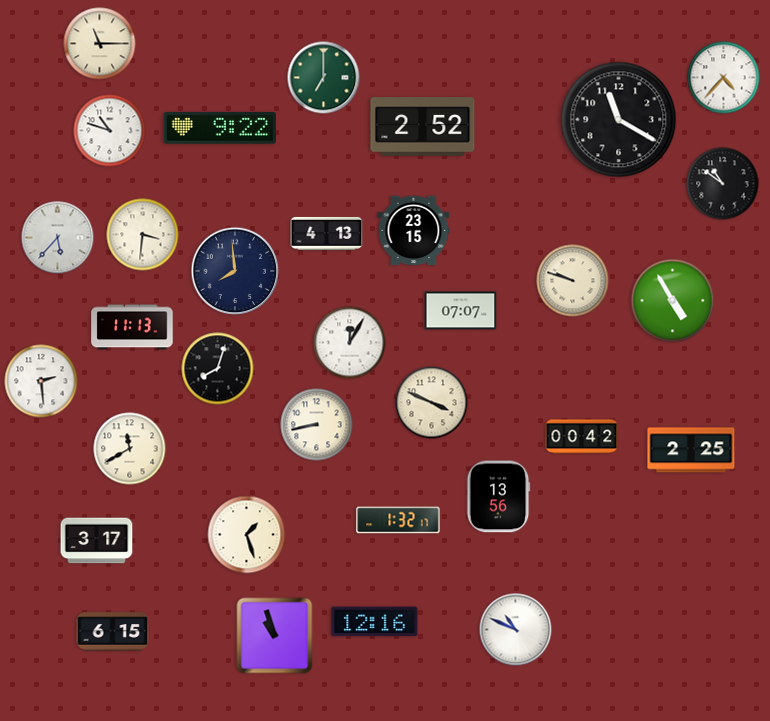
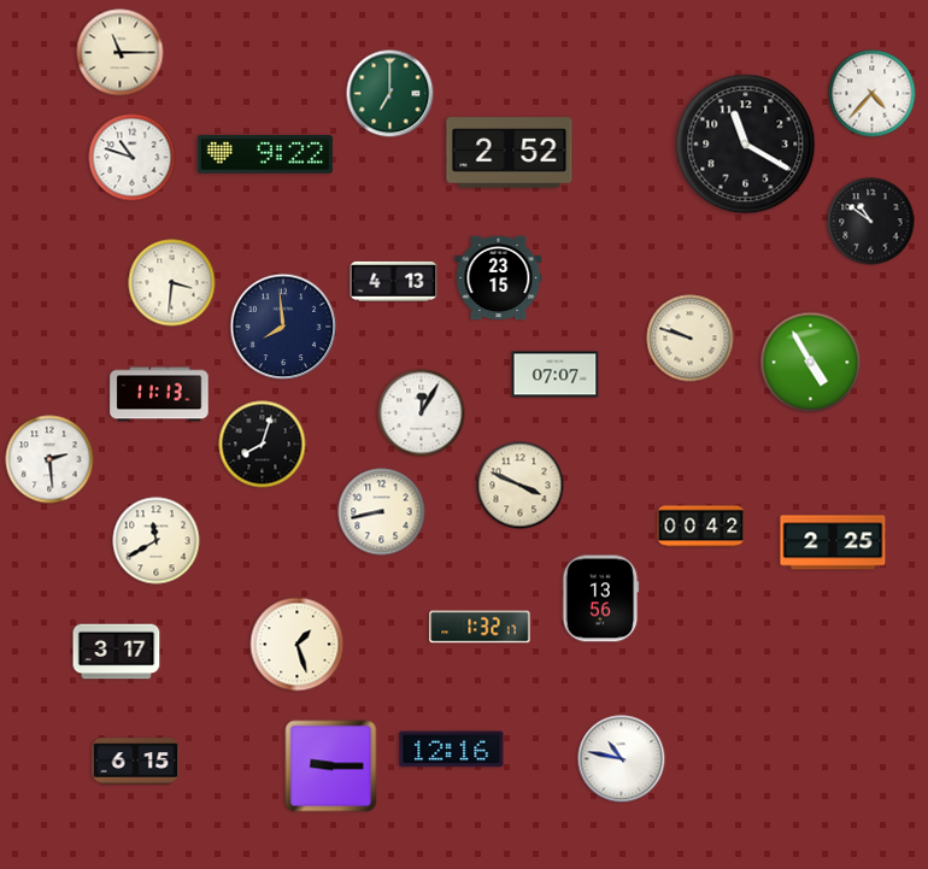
clock at (58, 238): 5:37 -> none
clock at (516, 630): 10:49 -> 10:47
clock at (275, 636): 10:57 -> 9:15
